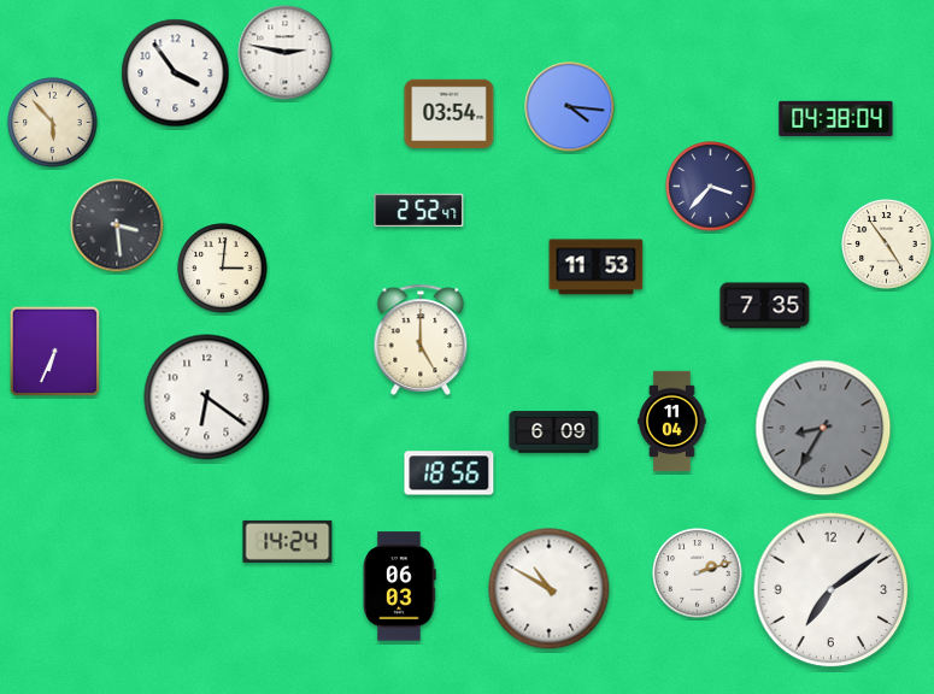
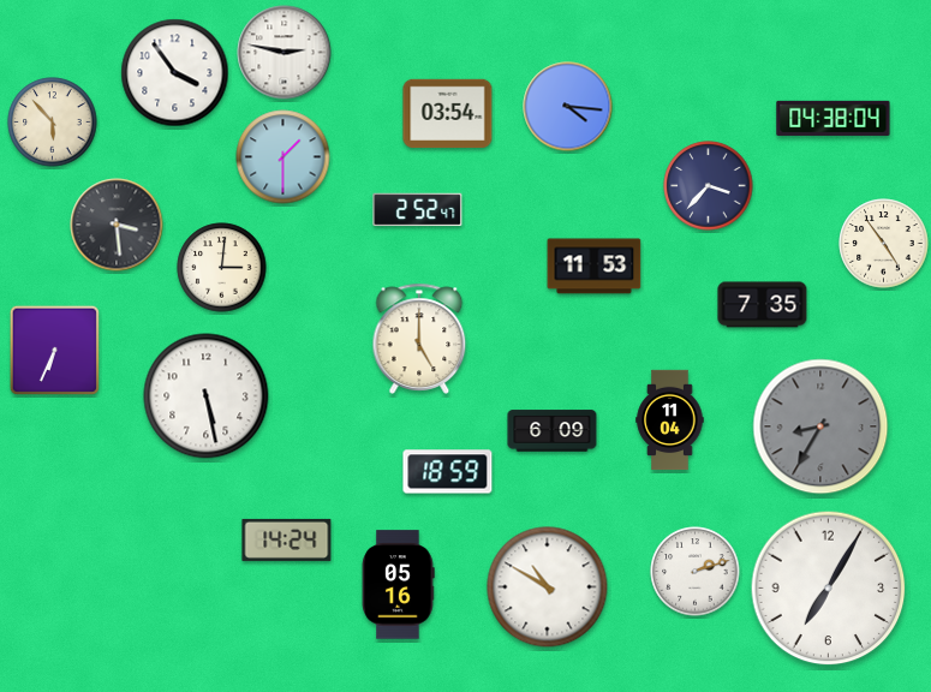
clock at (284, 157): none -> 1:30
clock at (207, 398): 6:21 -> 5:28
clock at (450, 474): 18:56 -> 18:59
clock at (399, 587): 06:03 -> 05:16
clock at (832, 590): 7:09 -> 7:05
